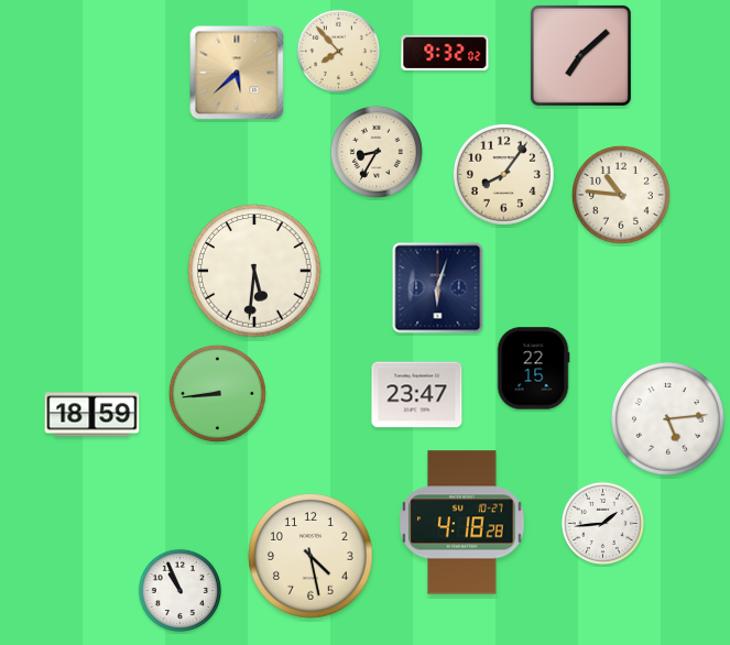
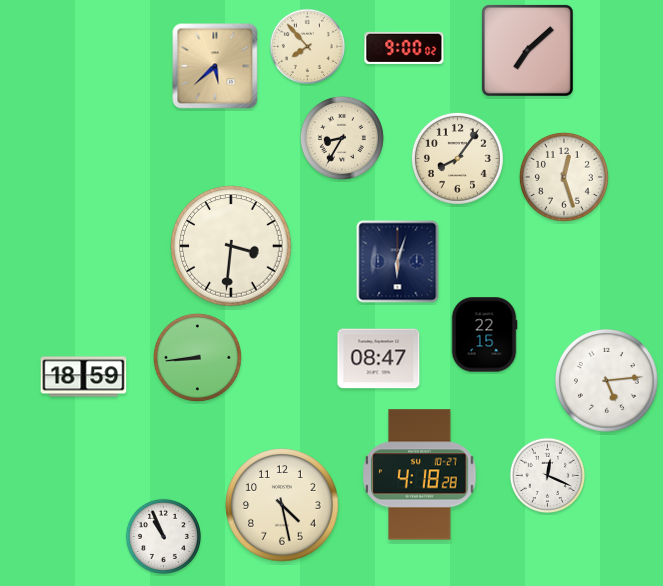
clock at (445, 53): 9:32 -> 9:00
clock at (621, 195): 10:46 -> 12:27
clock at (254, 271): 5:31 -> 3:31
clock at (417, 395): 23:47 -> 08:47
clock at (602, 523): 1:44 -> 12:19
